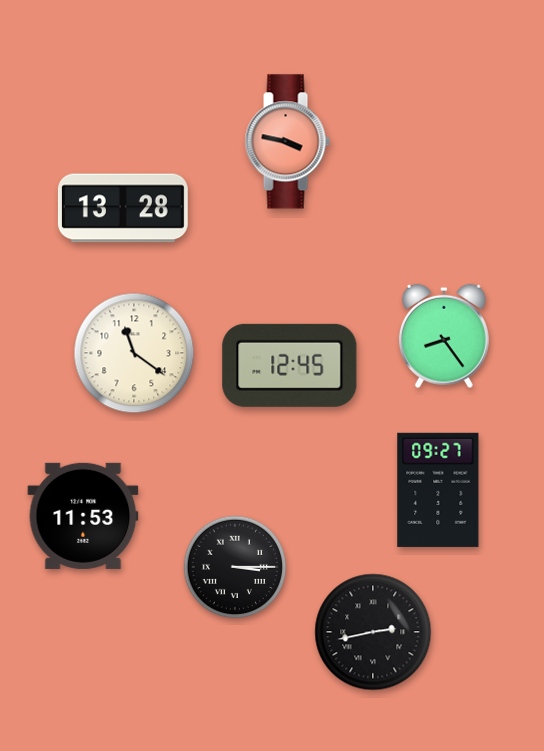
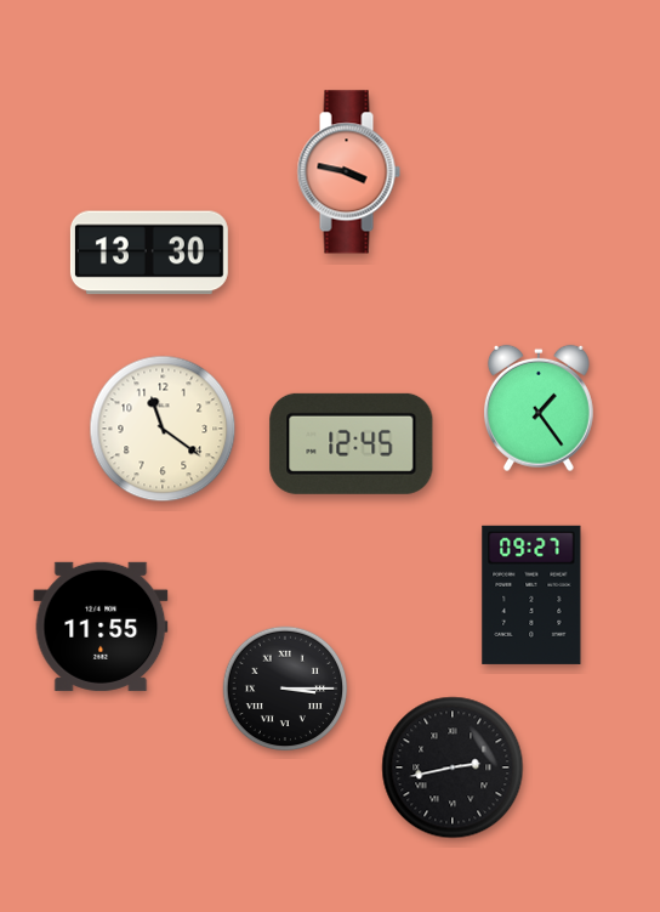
clock at (123, 208): 13:28 -> 13:30
clock at (444, 336): 8:24 -> 1:24
clock at (83, 516): 11:53 -> 11:55
